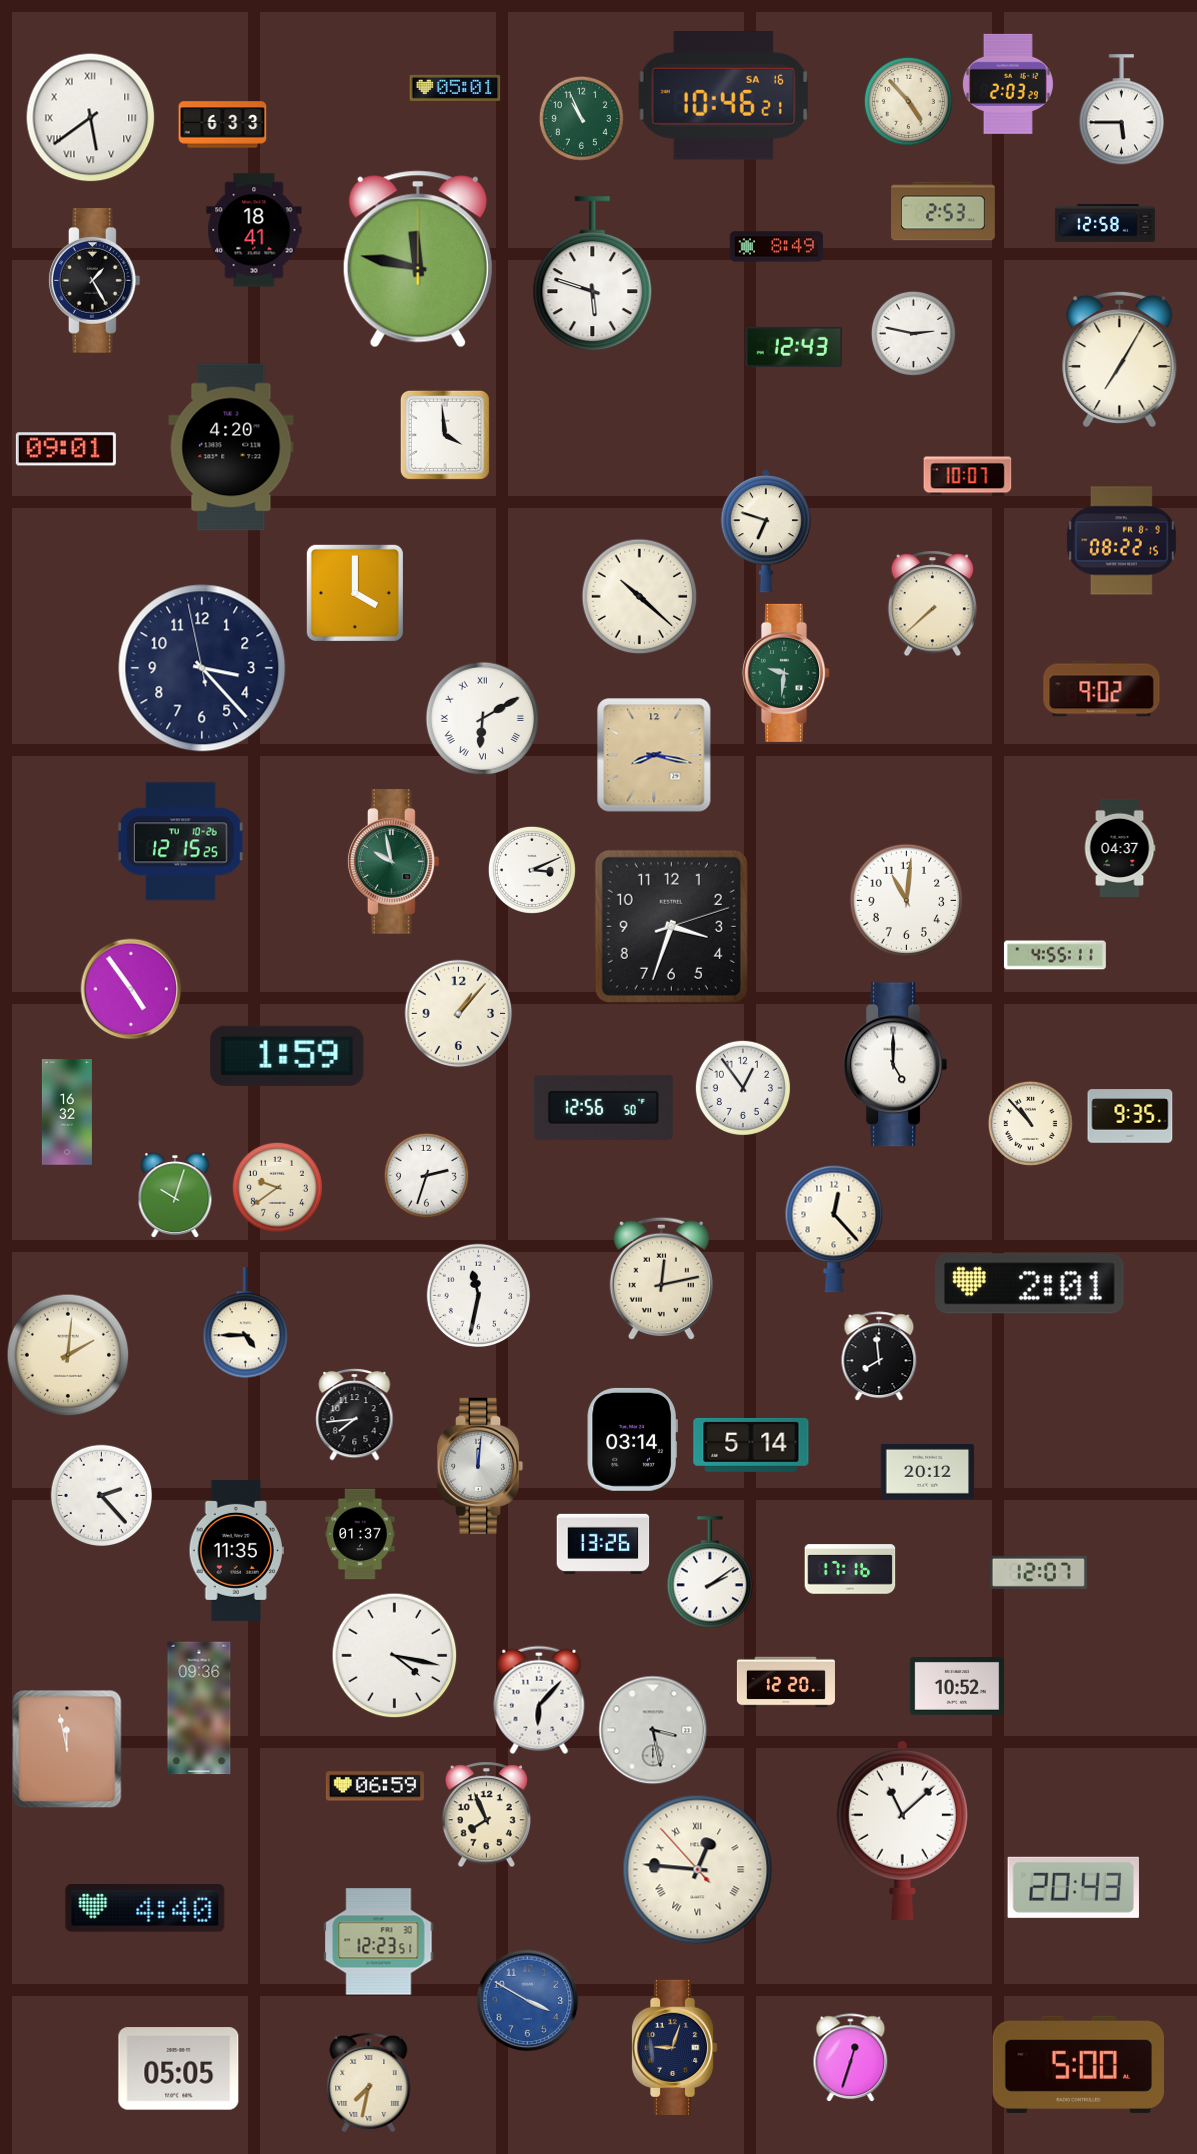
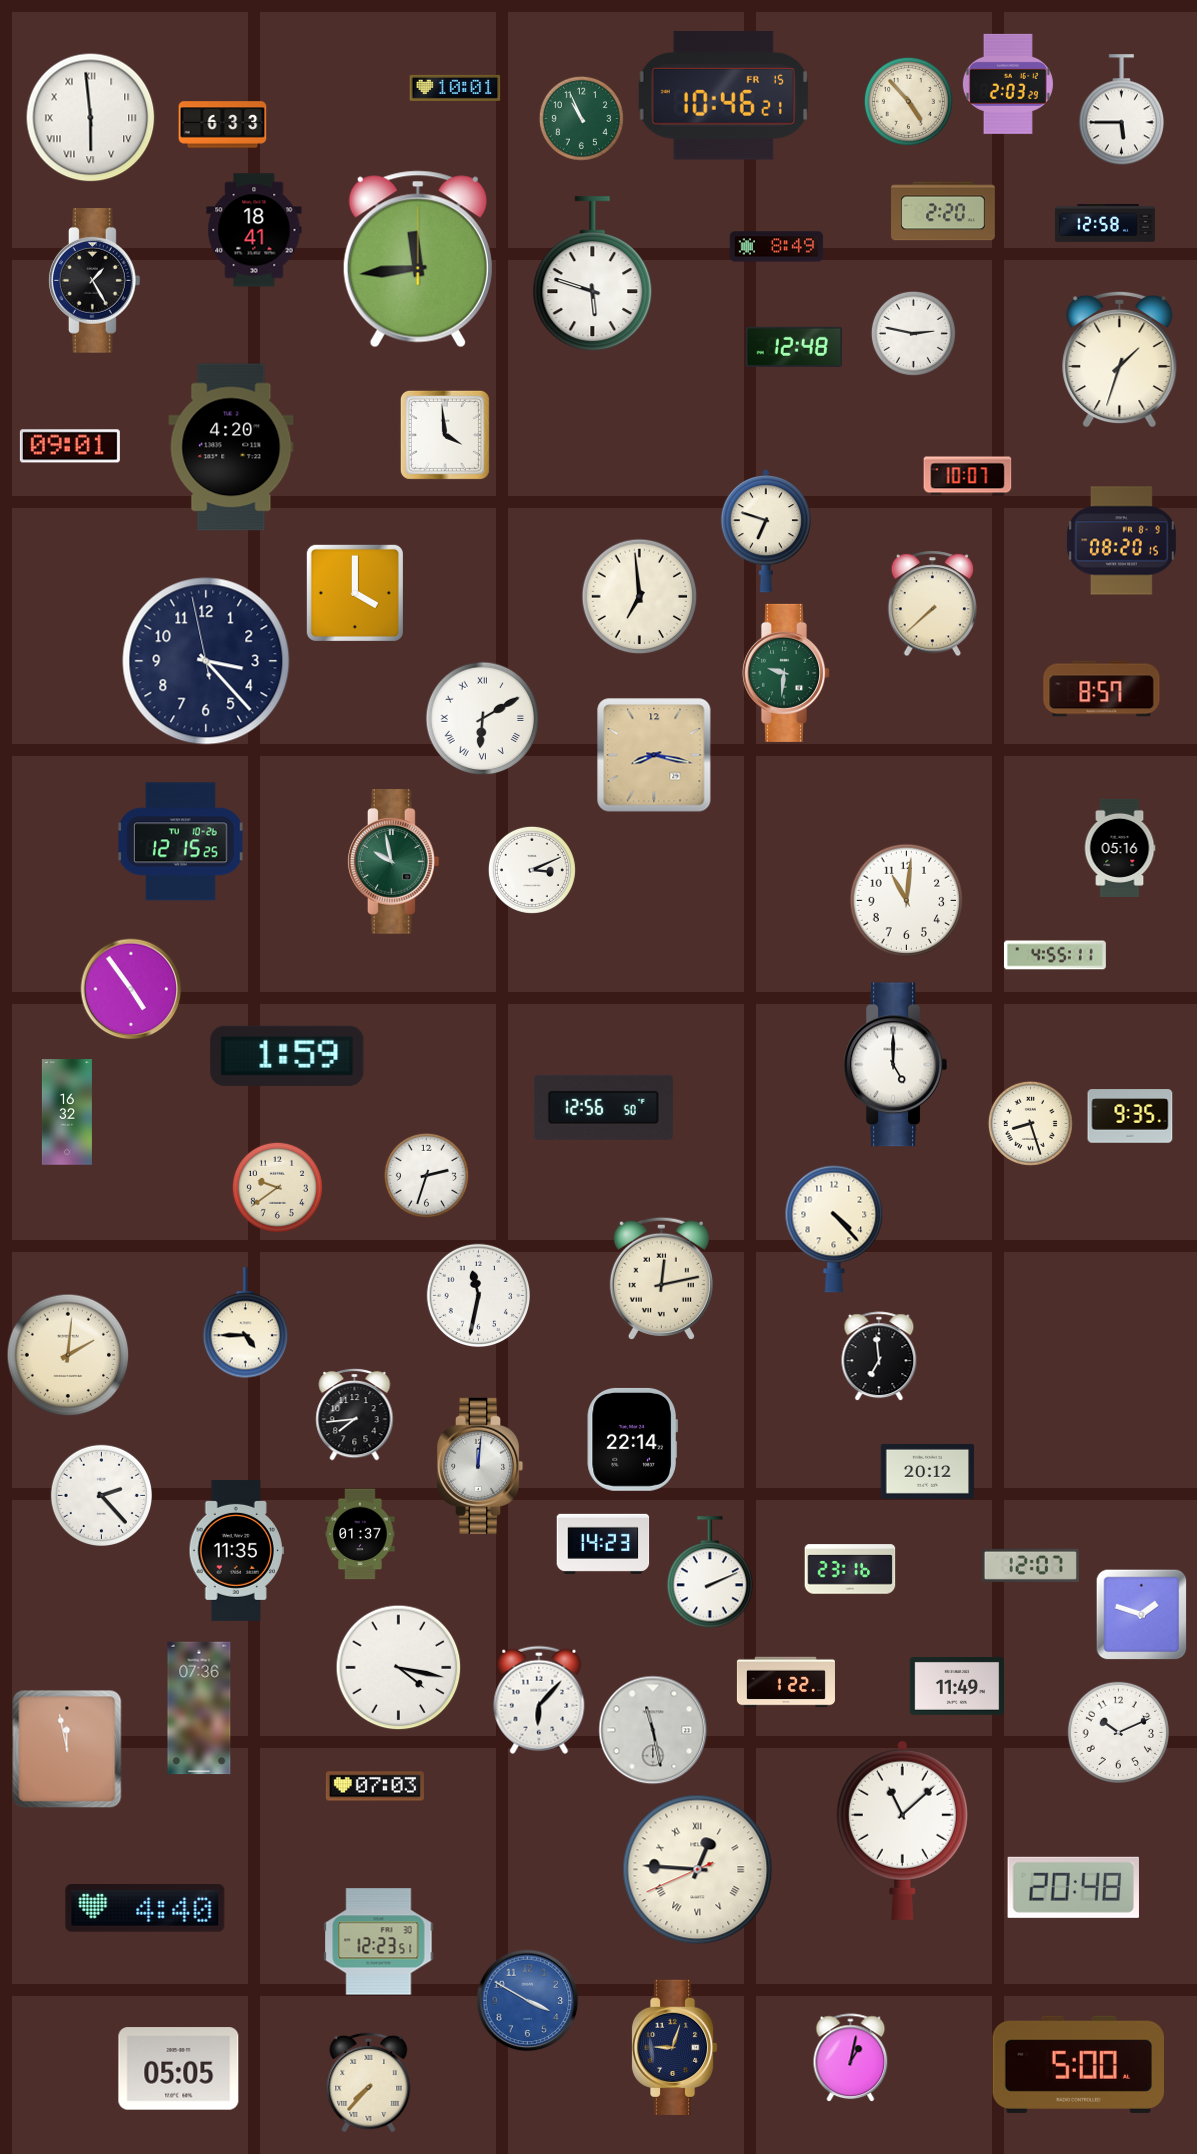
clock at (455, 88): 05:01 -> 10:01
clock at (723, 96) date: SA 16 -> FR 15
clock at (91, 118): 5:39 -> 5:59
clock at (943, 211): 2:53 -> 2:20
clock at (418, 259): 11:47 -> 11:44
clock at (794, 347): 12:43 -> 12:48
clock at (1120, 359): 7:05 -> 1:33
clock at (66, 449) position: (66, 449) -> (70, 446)
clock at (1121, 541): 08:22 -> 08:20
clock at (640, 597): 10:22 -> 6:59
clock at (202, 668) position: (202, 668) -> (206, 661)
clock at (1102, 689): 9:02 -> 8:57
clock at (1120, 848): 04:37 -> 05:16
clock at (671, 926): 3:33 -> none
clock at (459, 1014): 1:07 -> none
clock at (743, 1088): 12:54 -> none
clock at (1030, 1123): 10:53 -> 8:27
clock at (175, 1195): 10:03 -> none
clock at (834, 1229): 12:23 -> 4:23
clock at (1030, 1284): 2:01 -> none
clock at (879, 1356): 7:59 -> 6:59
clock at (632, 1439): 03:14 -> 22:14
clock at (751, 1445): 5:14 -> none
clock at (603, 1544): 13:26 -> 14:23
clock at (850, 1569): 17:16 -> 23:16
clock at (1038, 1572) position: (1038, 1572) -> (1030, 1565)
clock at (709, 1573): 2:09 -> 2:11
clock at (1141, 1614): none -> 1:48
clock at (395, 1656) position: (395, 1656) -> (399, 1668)
clock at (786, 1682): 12:20 -> 1:22
clock at (957, 1686): 10:52 -> 11:49
clock at (199, 1708): 09:36 -> 07:36
clock at (653, 1730): 3:28 -> 11:28
clock at (1118, 1732): none -> 10:11
clock at (375, 1786): 06:59 -> 07:03
clock at (486, 1815): 7:56 -> none
clock at (698, 1870): 12:45:53 -> 12:45:41
clock at (1073, 1887): 20:43 -> 20:48
clock at (851, 2058): 12:33 -> 1:02
clock at (369, 2082): 7:32 -> 7:37
